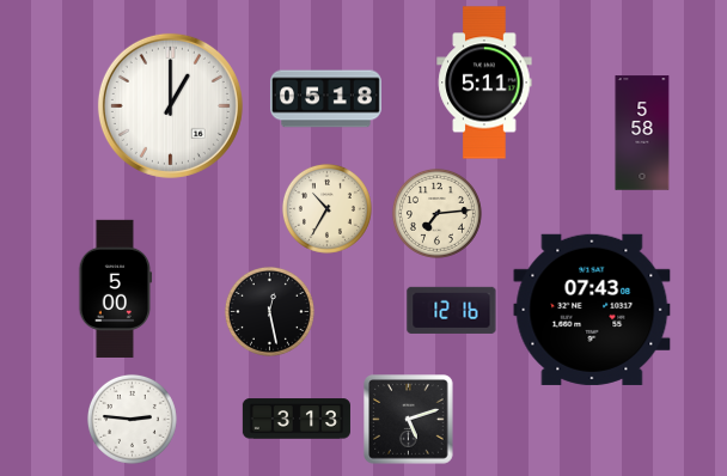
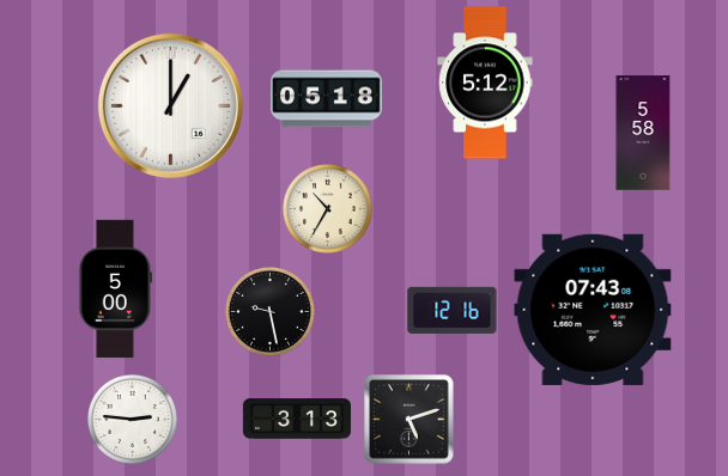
clock at (484, 83): 5:11 -> 5:12
clock at (436, 213): 7:14 -> none
clock at (269, 311): 12:28 -> 9:28
